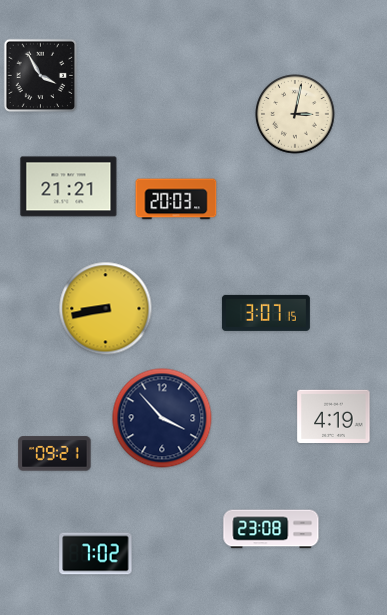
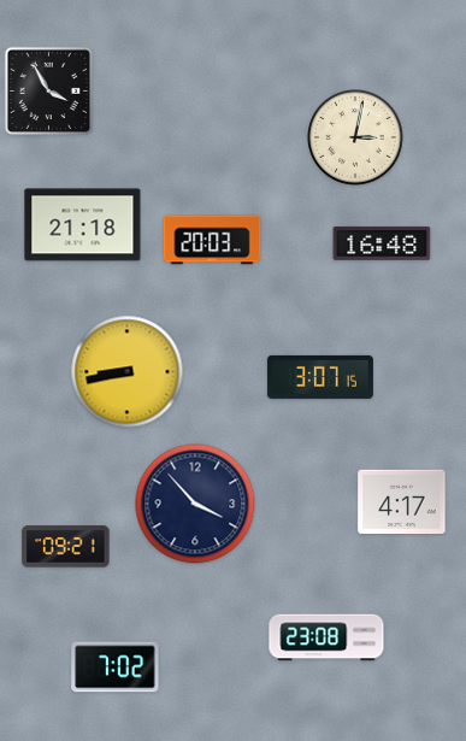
clock at (69, 187): 21:21 -> 21:18
clock at (382, 243): none -> 16:48
clock at (334, 416): 4:19 -> 4:17
